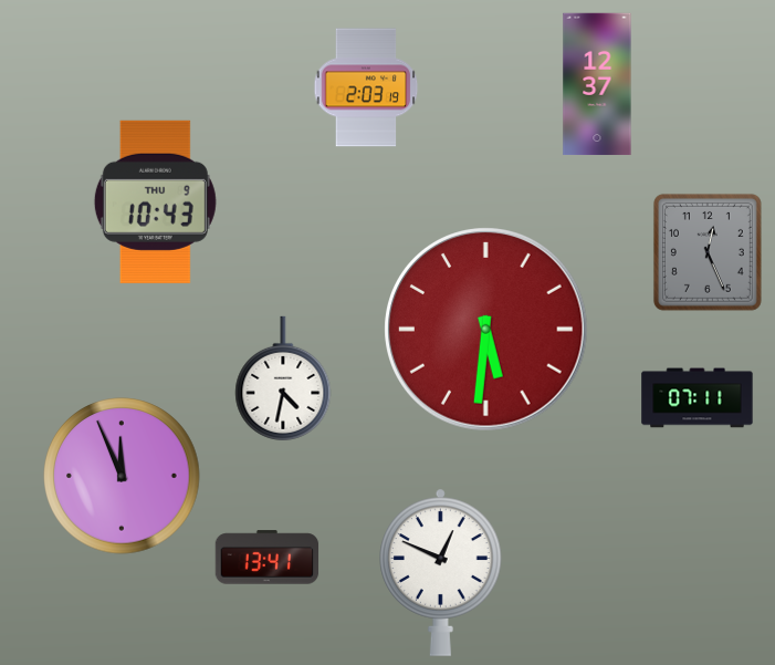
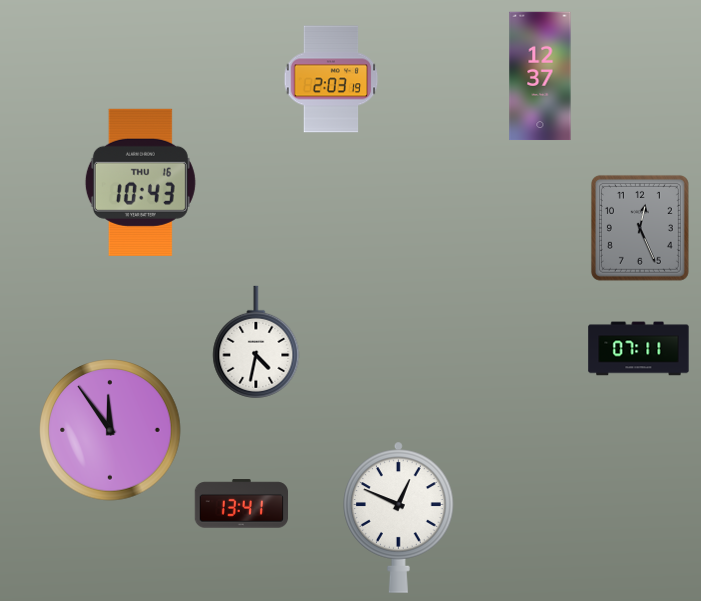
clock at (155, 201) date: THU 9 -> THU 16
clock at (486, 330): 5:31 -> none
clock at (698, 398) position: (698, 398) -> (639, 349)
clock at (122, 476): 11:56 -> 11:54
